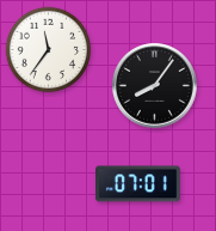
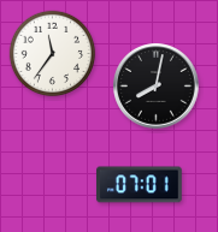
clock at (49, 50) position: (49, 50) -> (53, 54)
clock at (155, 86): 8:06 -> 8:02
